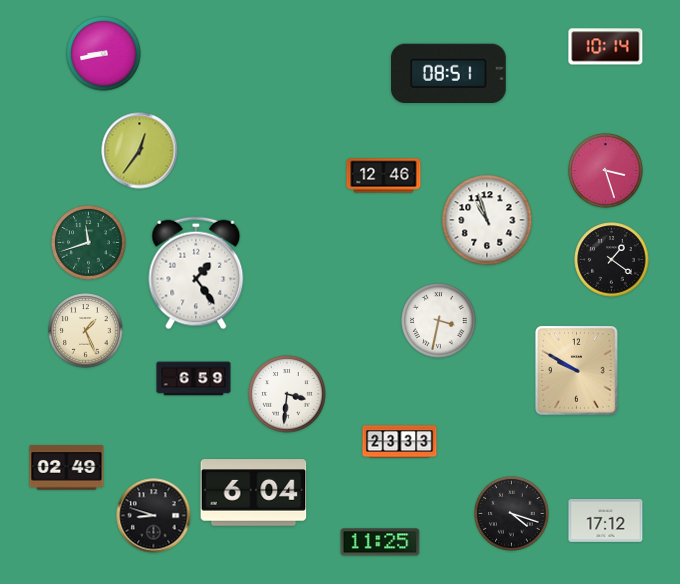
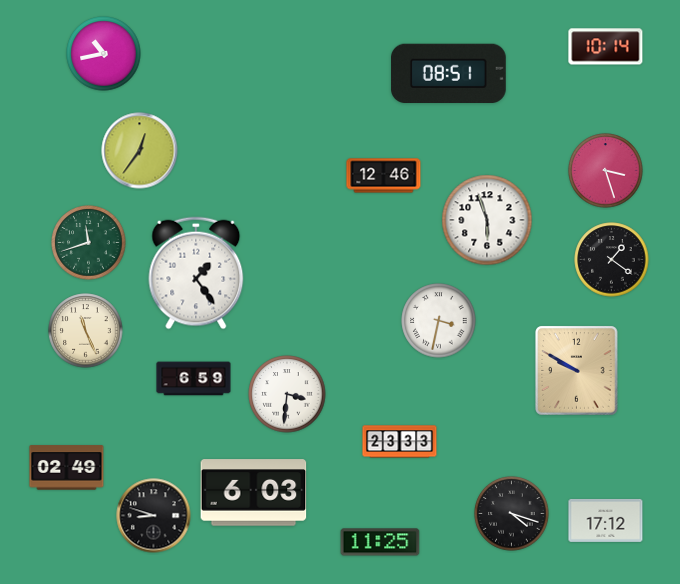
clock at (104, 54): 8:43 -> 10:43
clock at (487, 220): 10:57 -> 5:57
clock at (86, 331): 1:26 -> 11:26
clock at (254, 493): 6:04 -> 6:03
